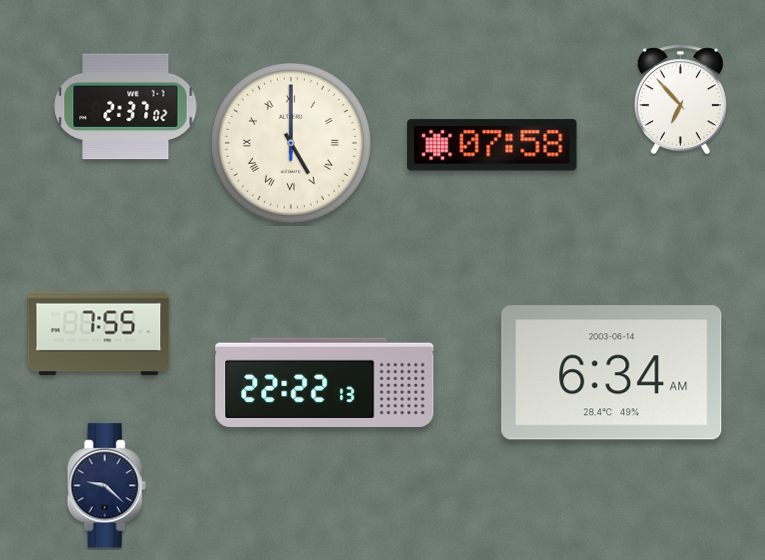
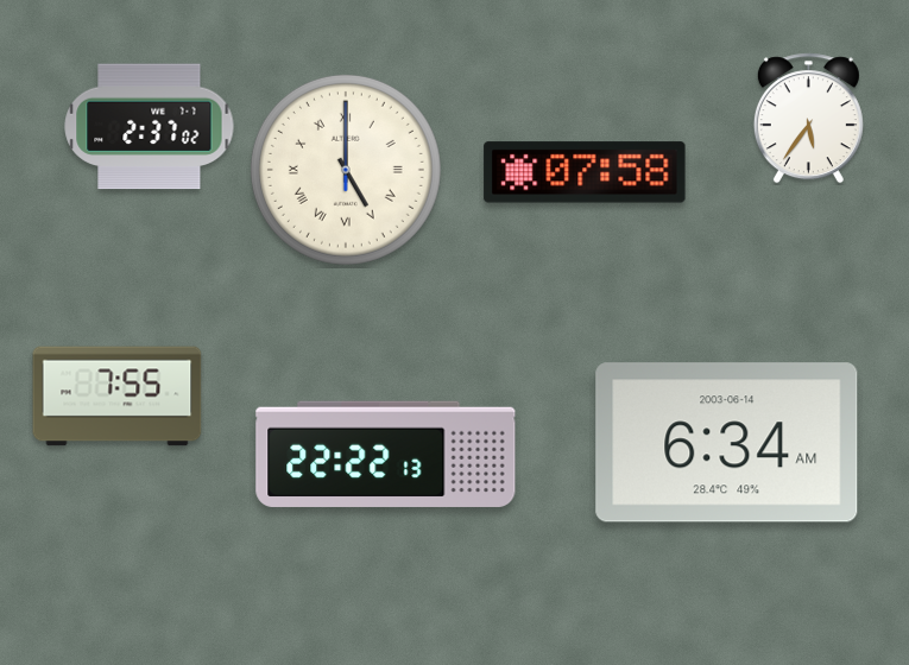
clock at (680, 100): 6:53 -> 5:36
clock at (106, 486): 9:22 -> none
